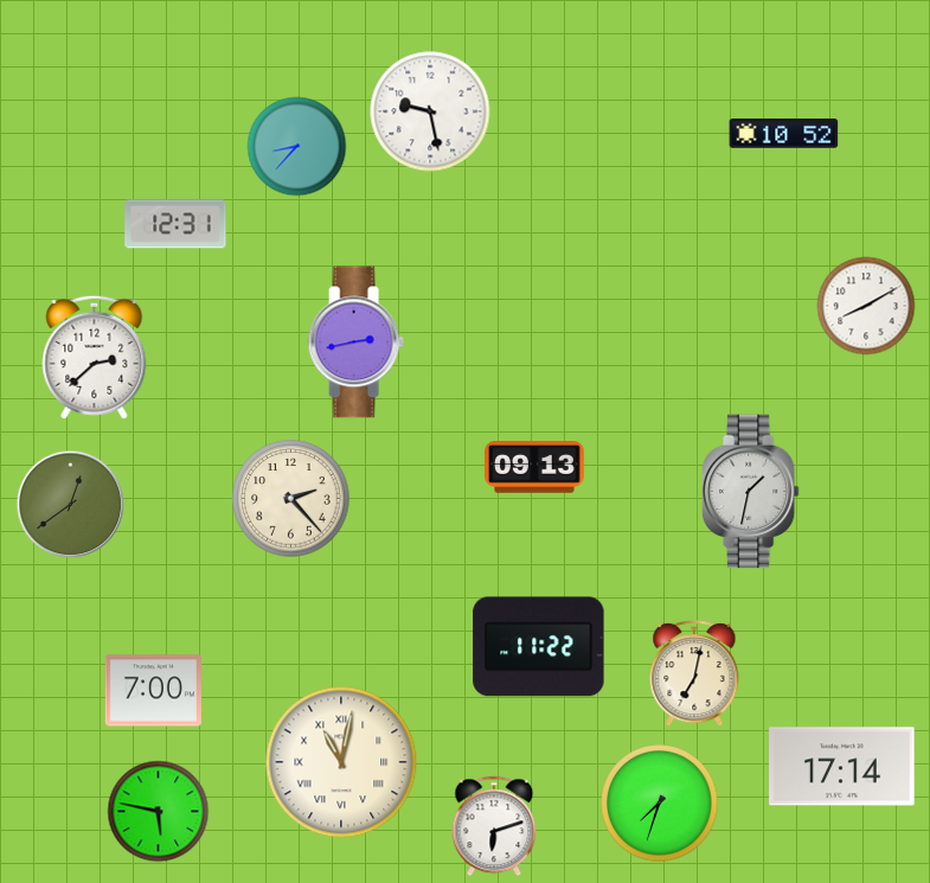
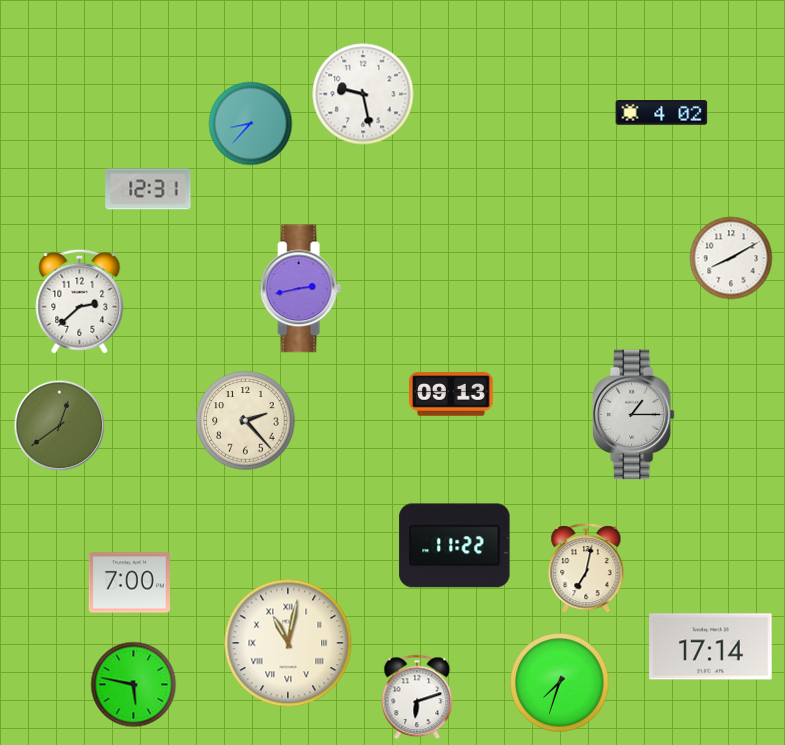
clock at (784, 134): 10:52 -> 4:02
clock at (750, 492): 1:32 -> 1:15
clock at (660, 804) position: (660, 804) -> (560, 683)
